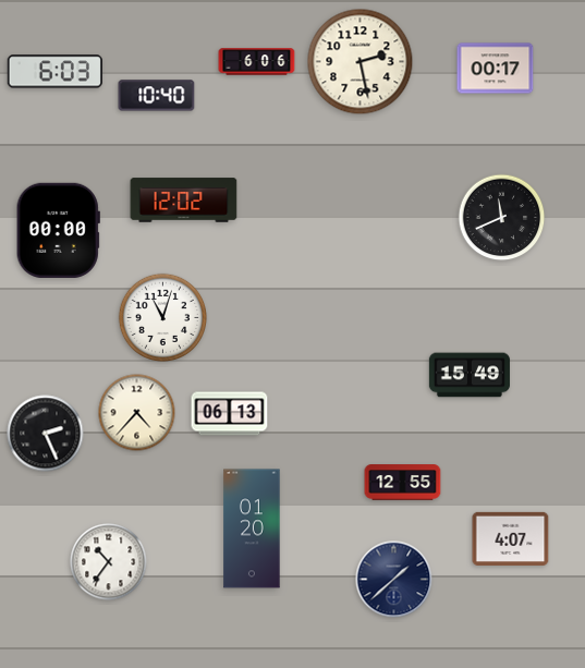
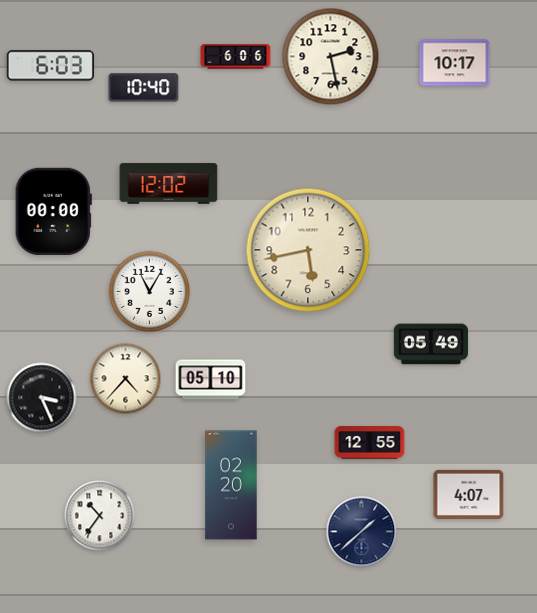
clock at (496, 69): 00:17 -> 10:17
clock at (502, 218): 11:41 -> none
clock at (308, 250): none -> 5:43
clock at (163, 318): 11:03 -> 11:05
clock at (470, 375): 15:49 -> 05:49
clock at (230, 414): 06:13 -> 05:10
clock at (46, 434): 2:26 -> 3:26
clock at (252, 529): 01:20 -> 02:20
